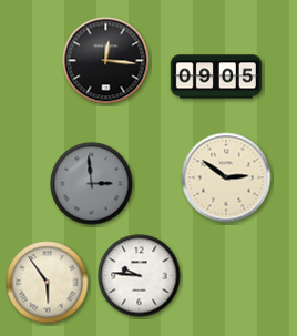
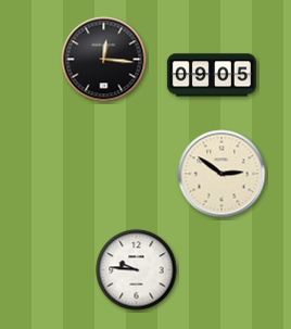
clock at (92, 184): 2:59 -> none
clock at (48, 283): 5:54 -> none
